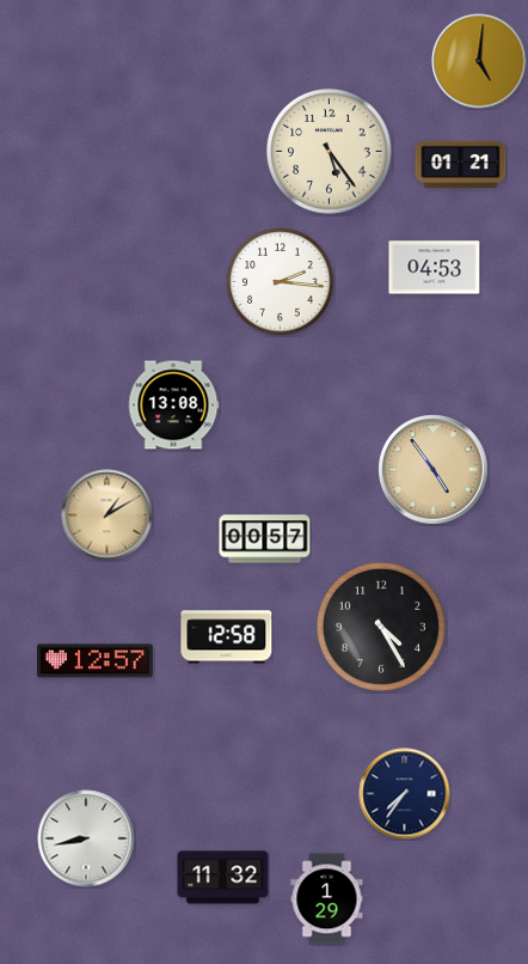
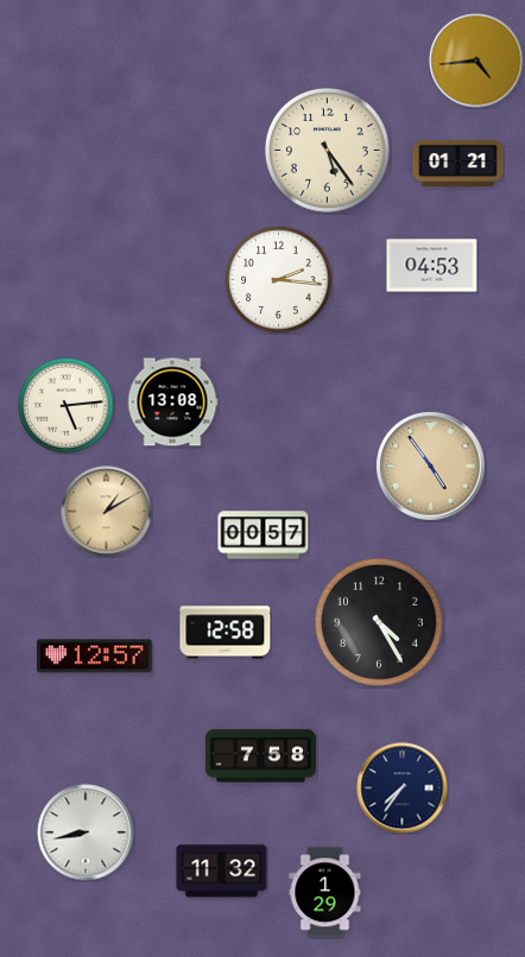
clock at (479, 61): 5:01 -> 4:44
clock at (67, 406): none -> 5:14
clock at (260, 756): none -> 7:58
